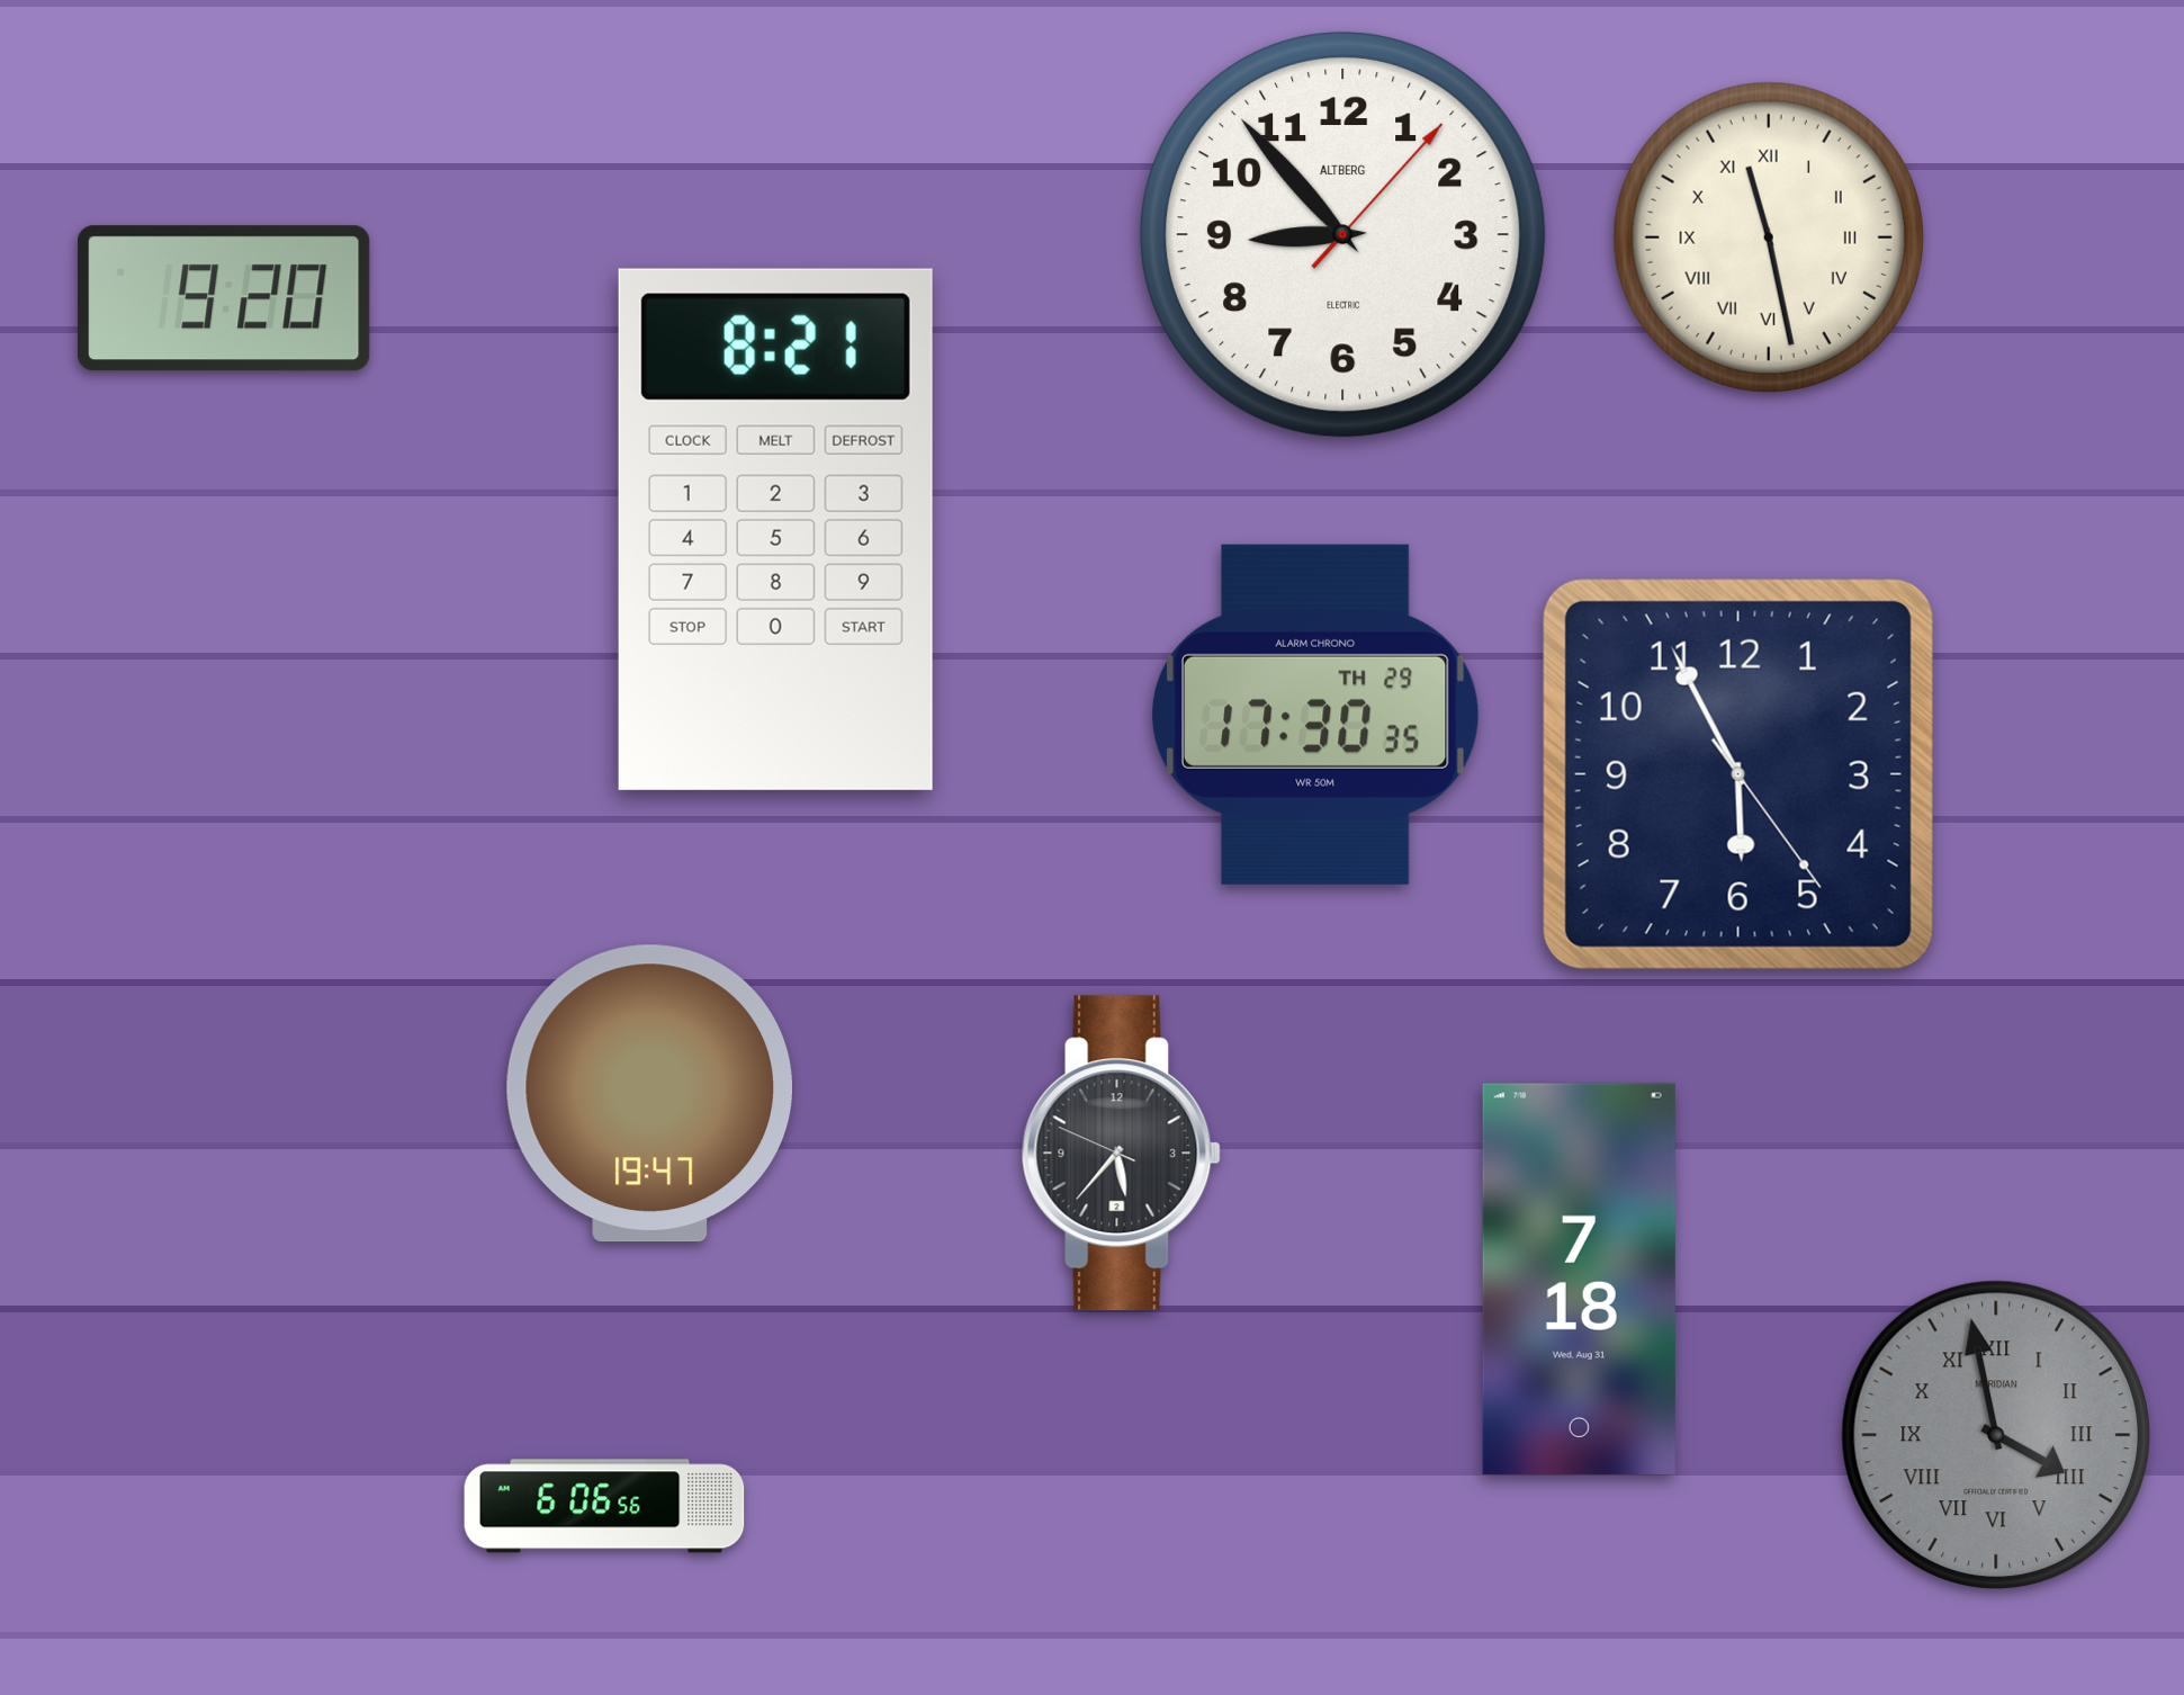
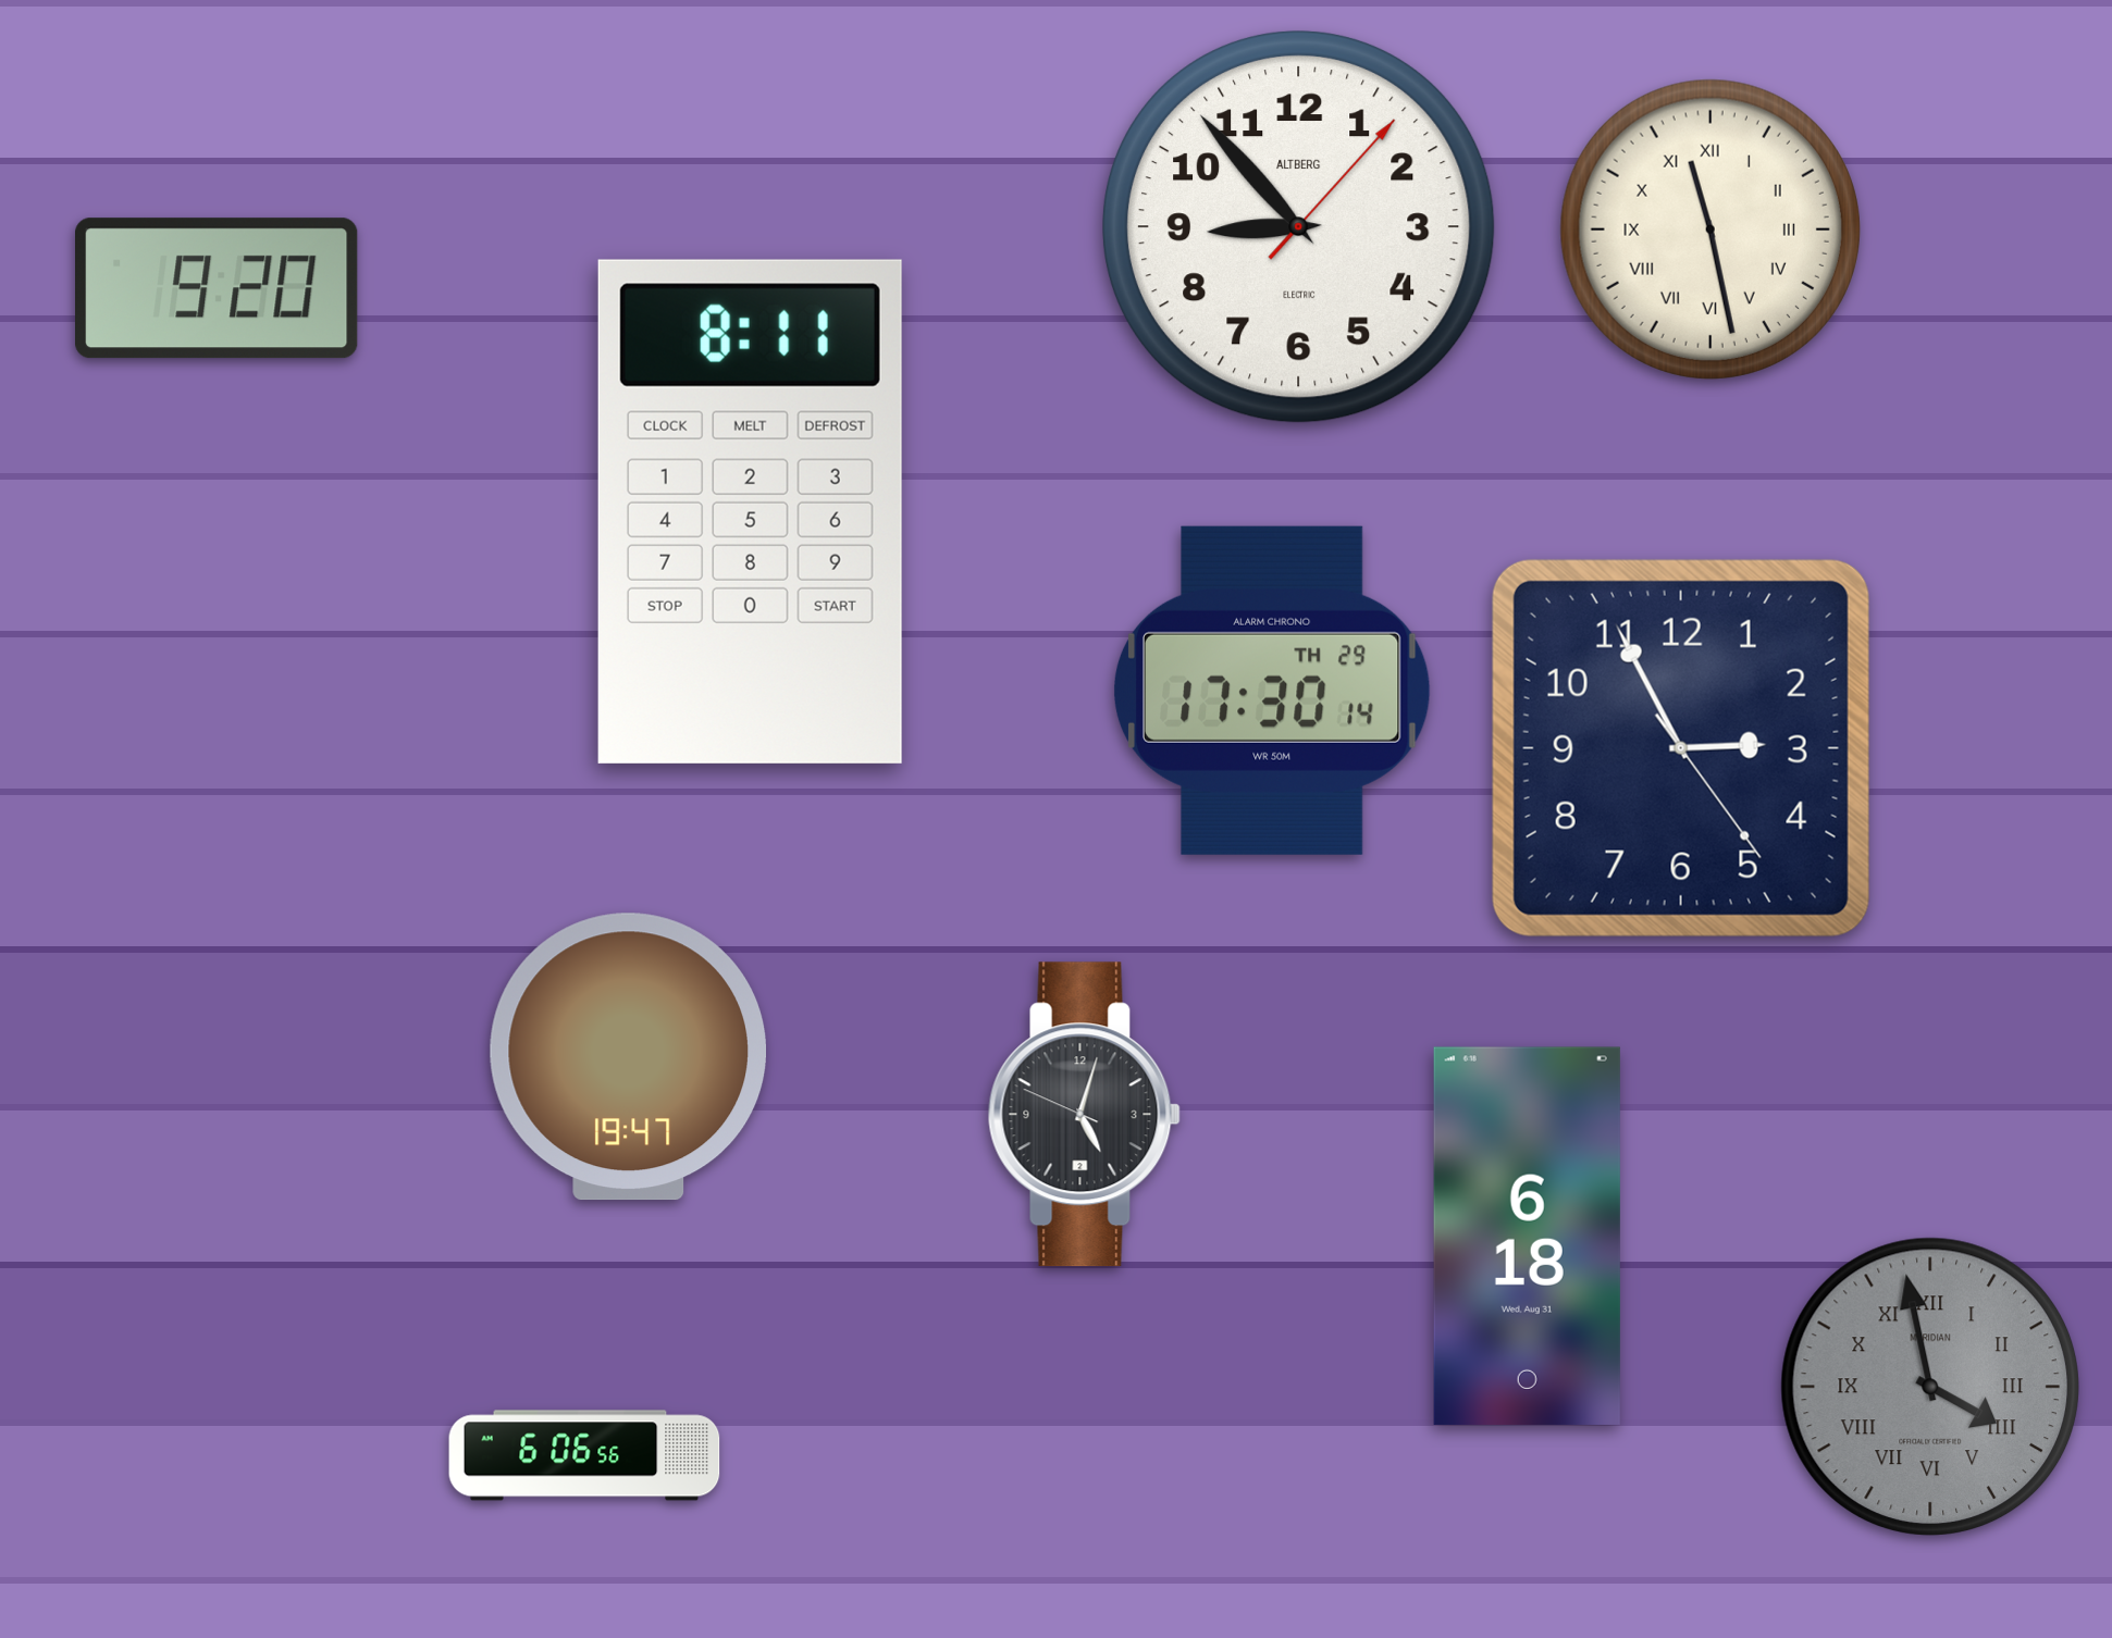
clock at (775, 529): 8:21 -> 8:11
clock at (1315, 715): 17:30:35 -> 17:30:14
clock at (1738, 774): 5:55 -> 2:55
clock at (1121, 1154): 5:36 -> 5:02
clock at (1579, 1279): 7:18 -> 6:18
